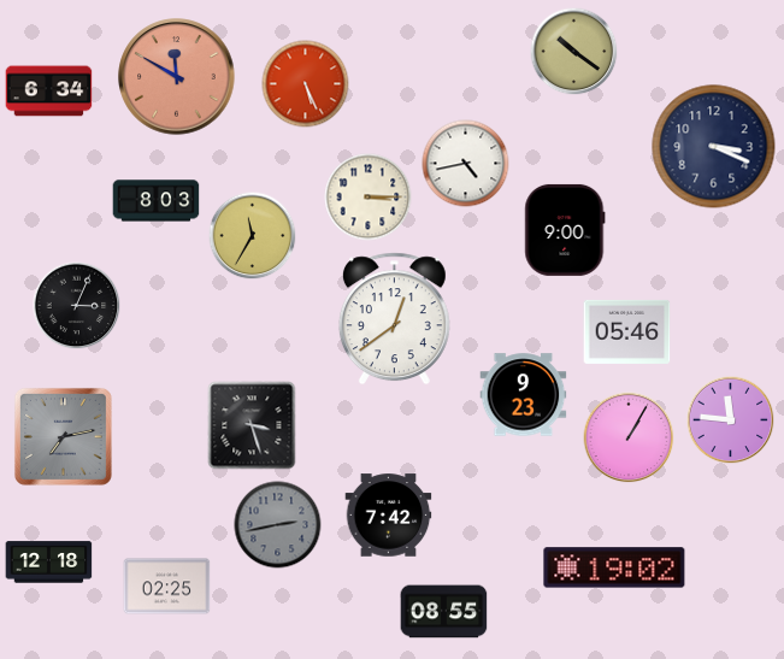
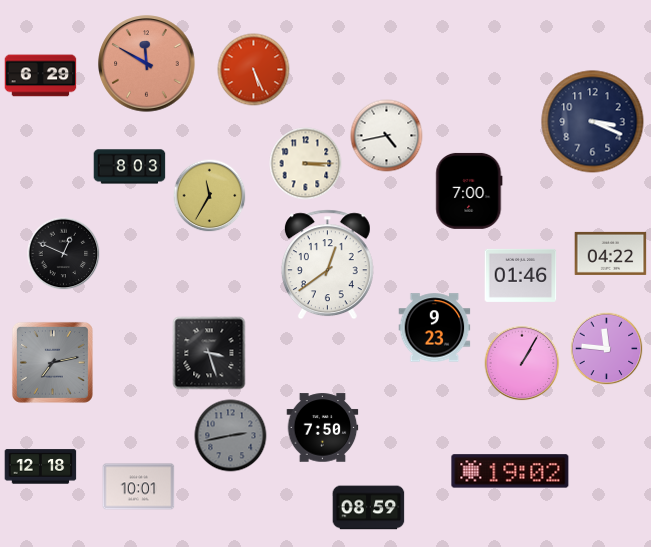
clock at (574, 52): 10:21 -> none
clock at (49, 92): 6:34 -> 6:29
clock at (565, 230): 9:00 -> 7:00
clock at (611, 253): none -> 04:22
clock at (77, 306): 3:04 -> 12:49
clock at (627, 331): 05:46 -> 01:46
clock at (389, 516): 7:42 -> 7:50
clock at (167, 587): 02:25 -> 10:01
clock at (444, 612): 08:55 -> 08:59
